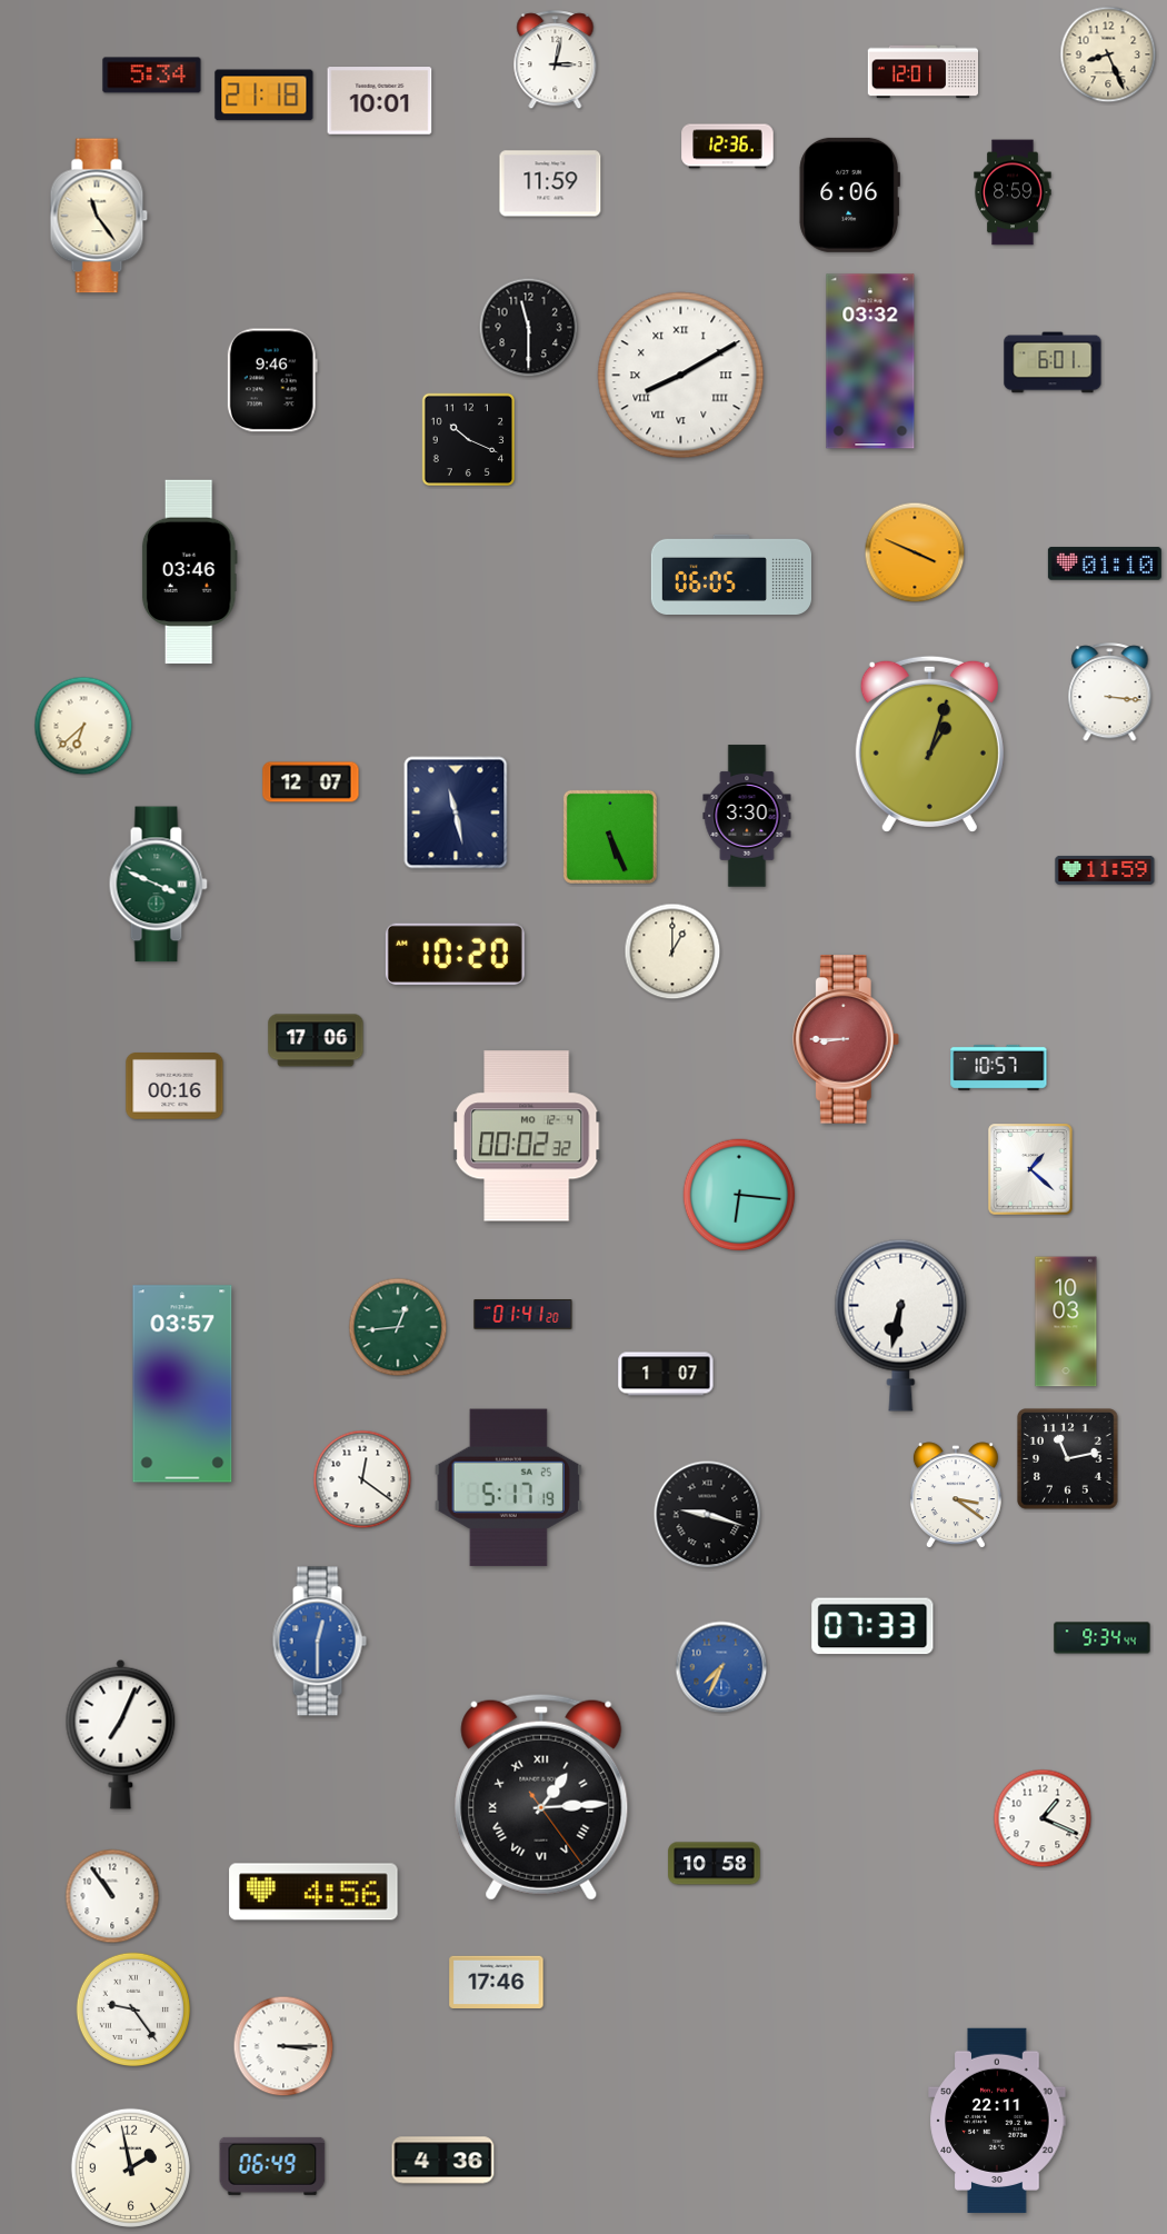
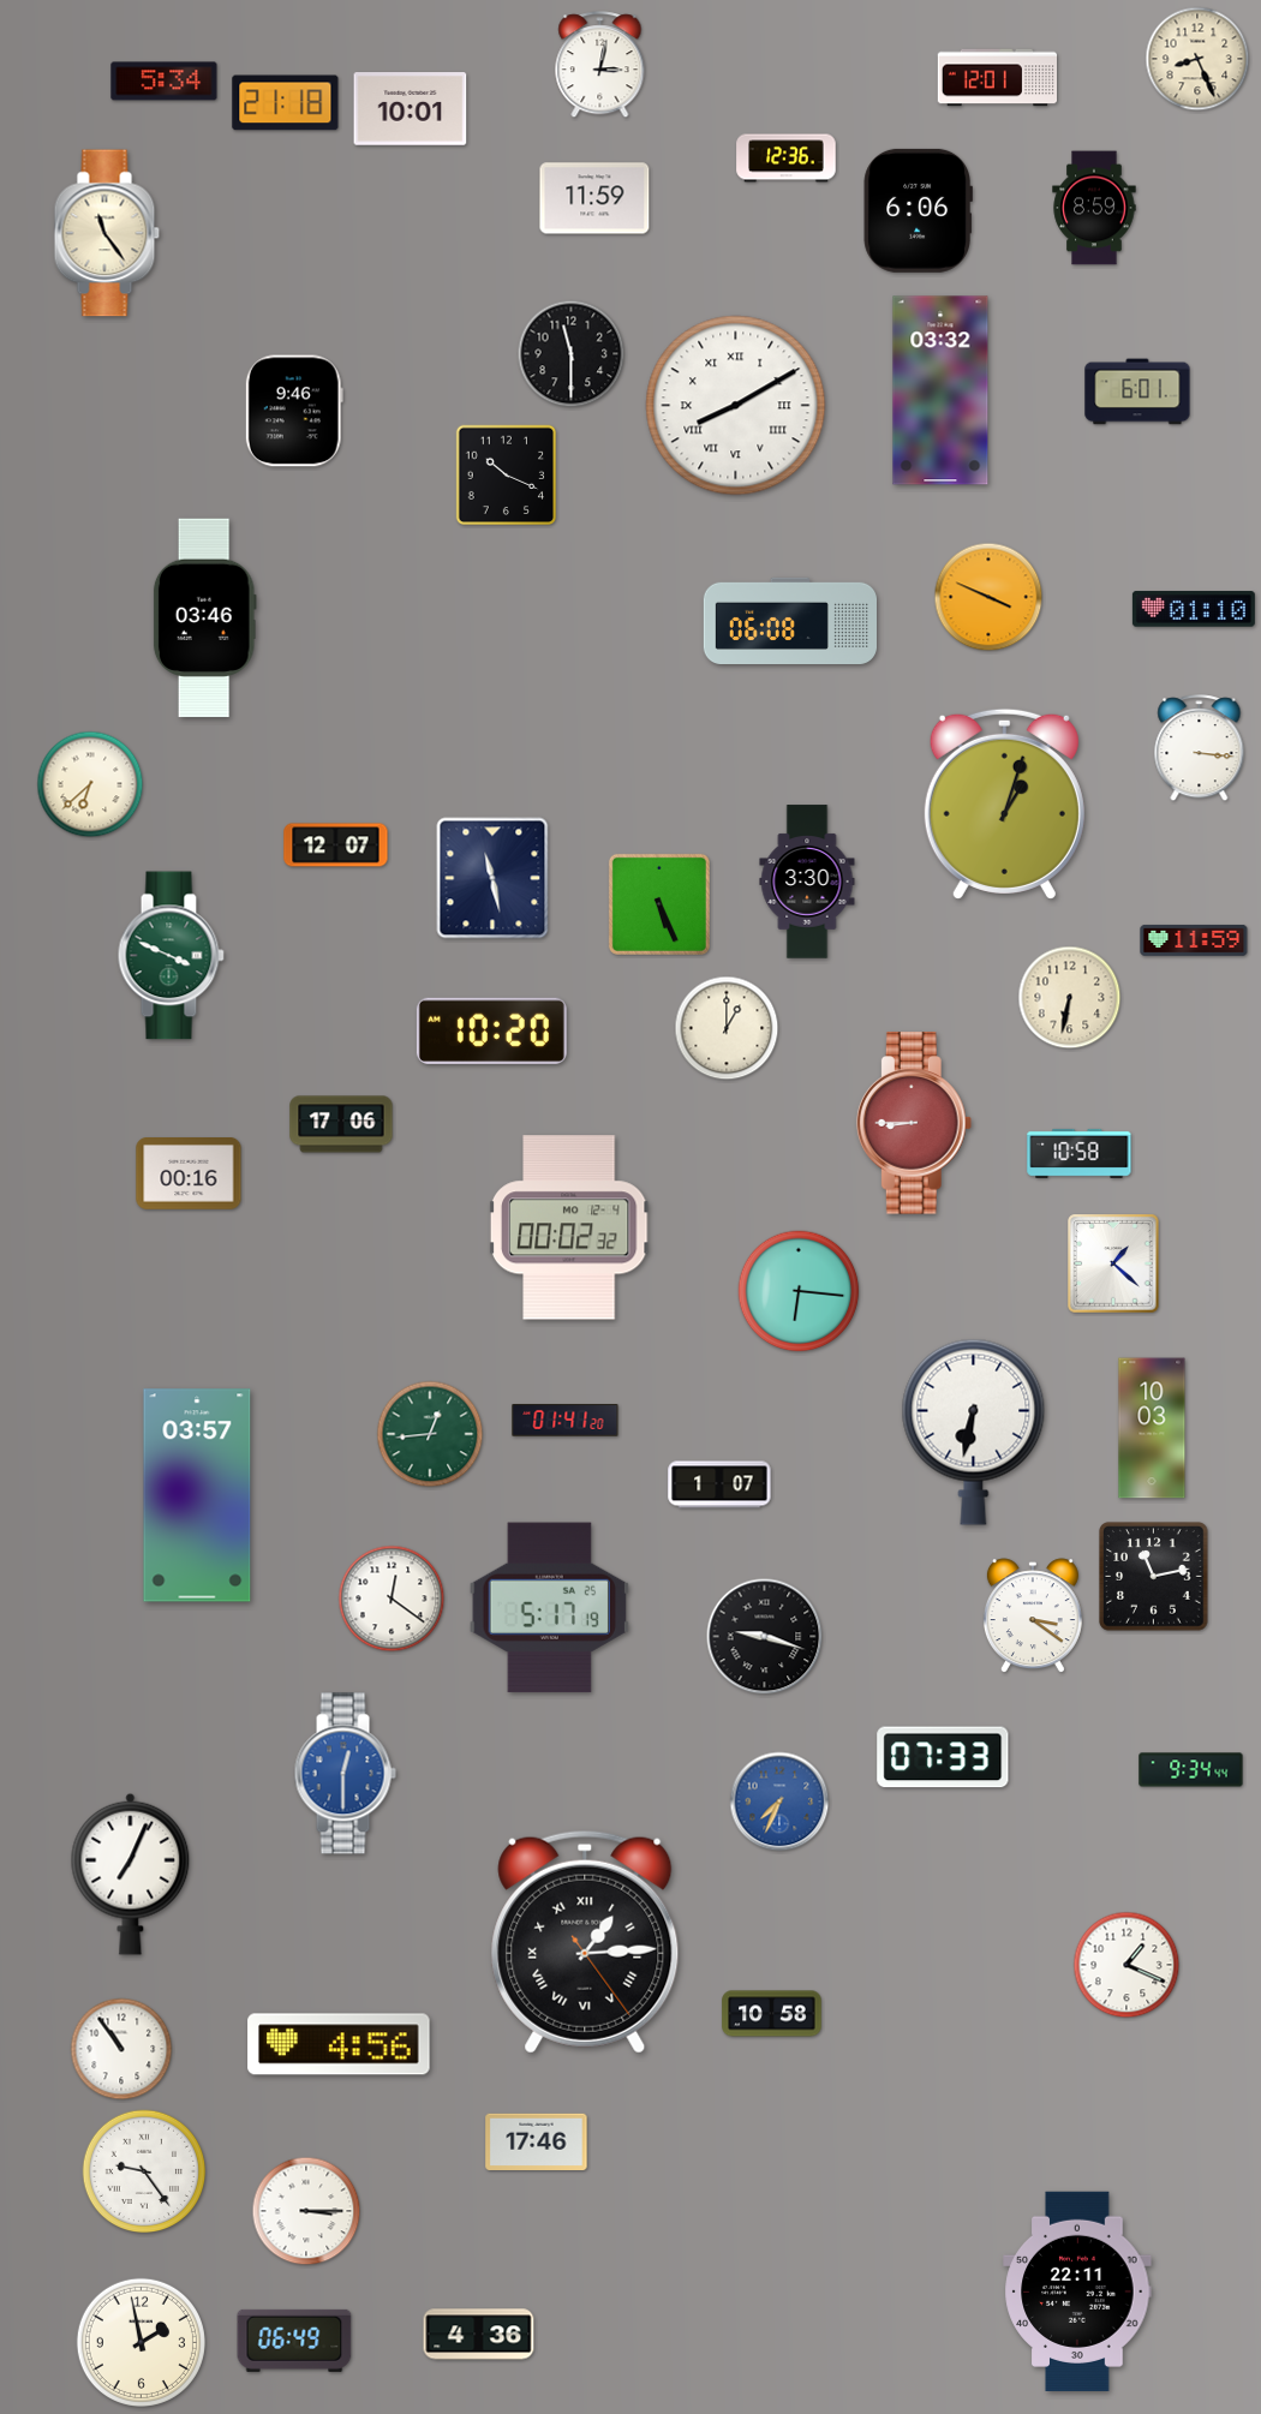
clock at (730, 574): 06:05 -> 06:08
clock at (1070, 998): none -> 6:32
clock at (999, 1067): 10:57 -> 10:58
